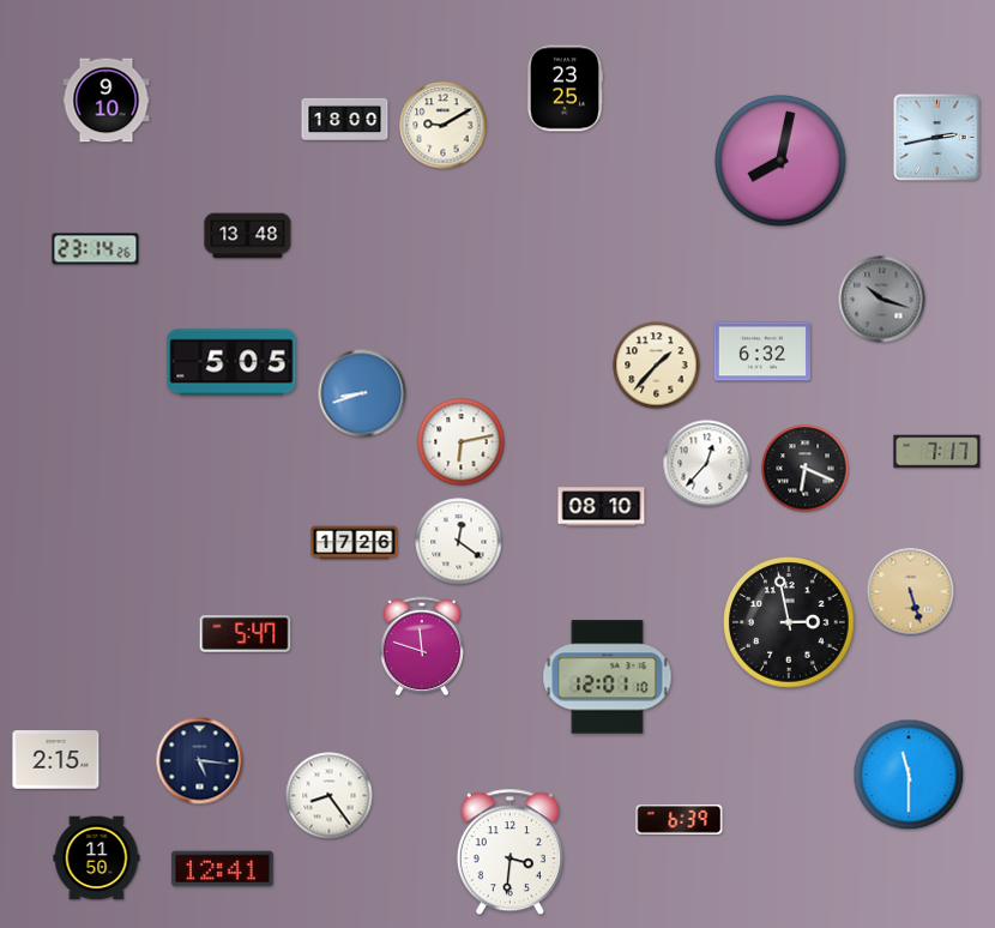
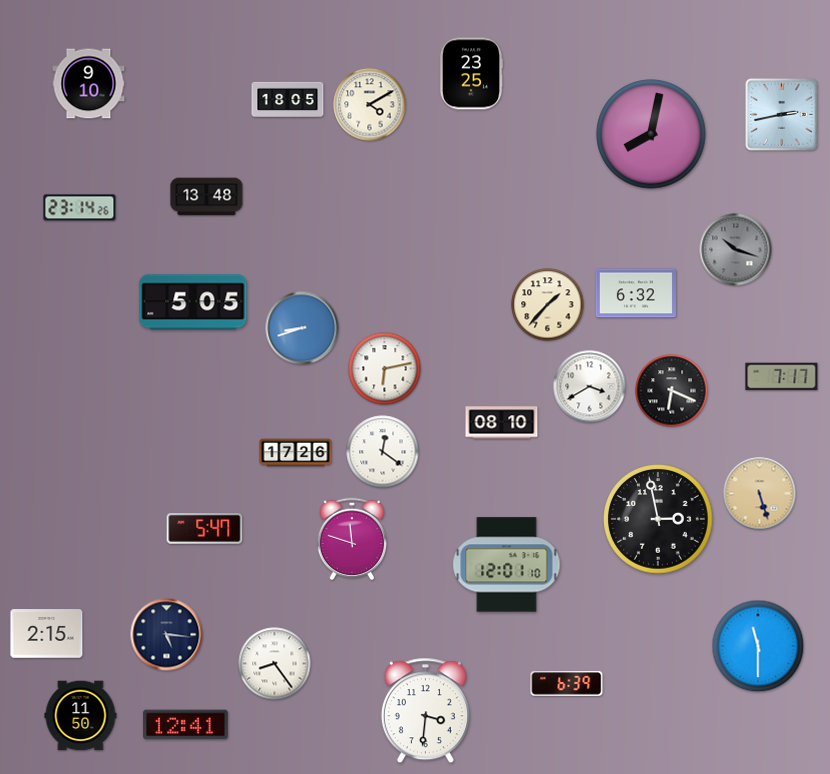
clock at (345, 119): 18:00 -> 18:05
clock at (444, 126): 9:10 -> 4:10
clock at (707, 464): 12:37 -> 3:40
